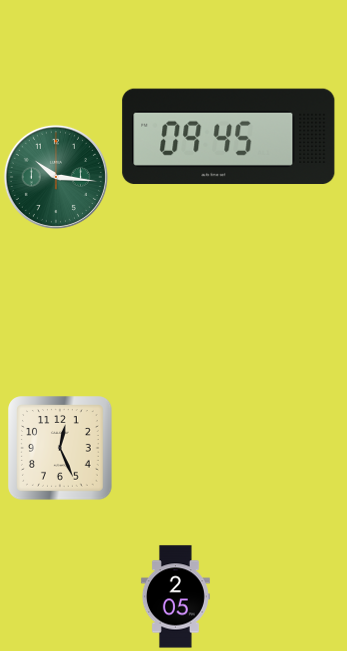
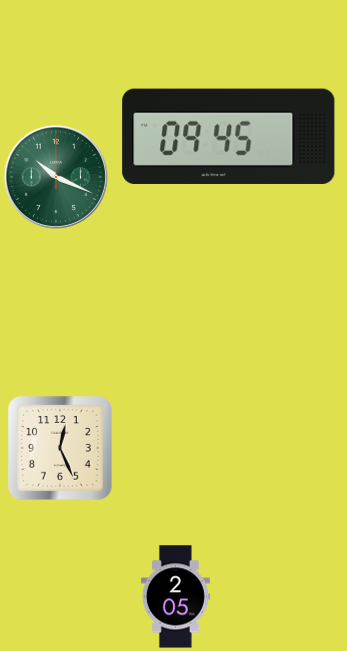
clock at (56, 177): 10:16 -> 10:19
